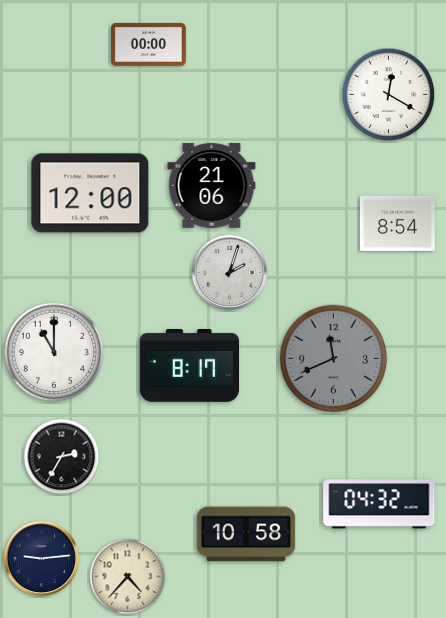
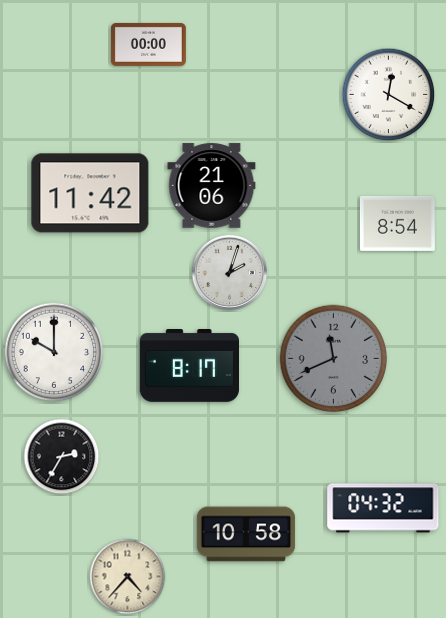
clock at (90, 193): 12:00 -> 11:42
clock at (54, 352): 11:00 -> 10:00
clock at (379, 504) position: (379, 504) -> (383, 508)
clock at (42, 559): 9:14 -> none
